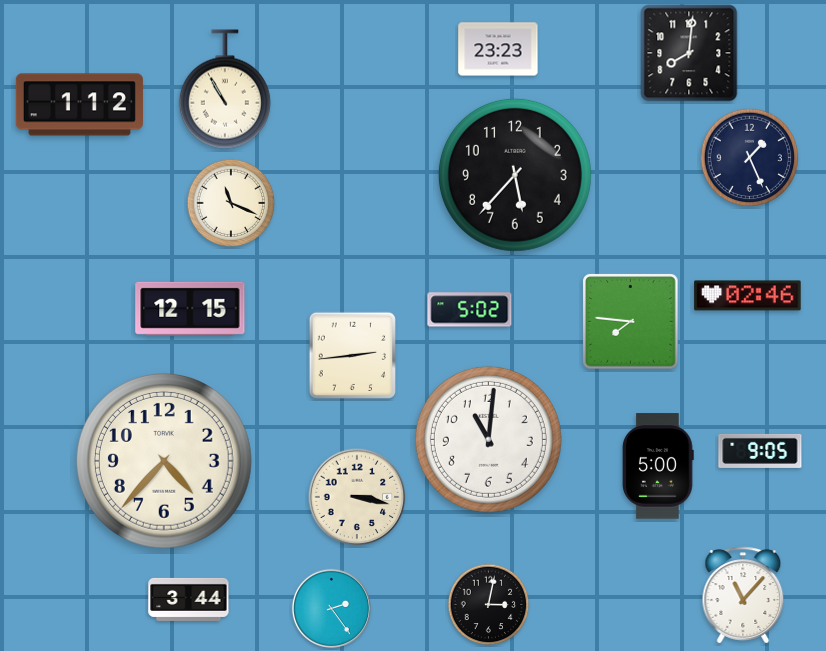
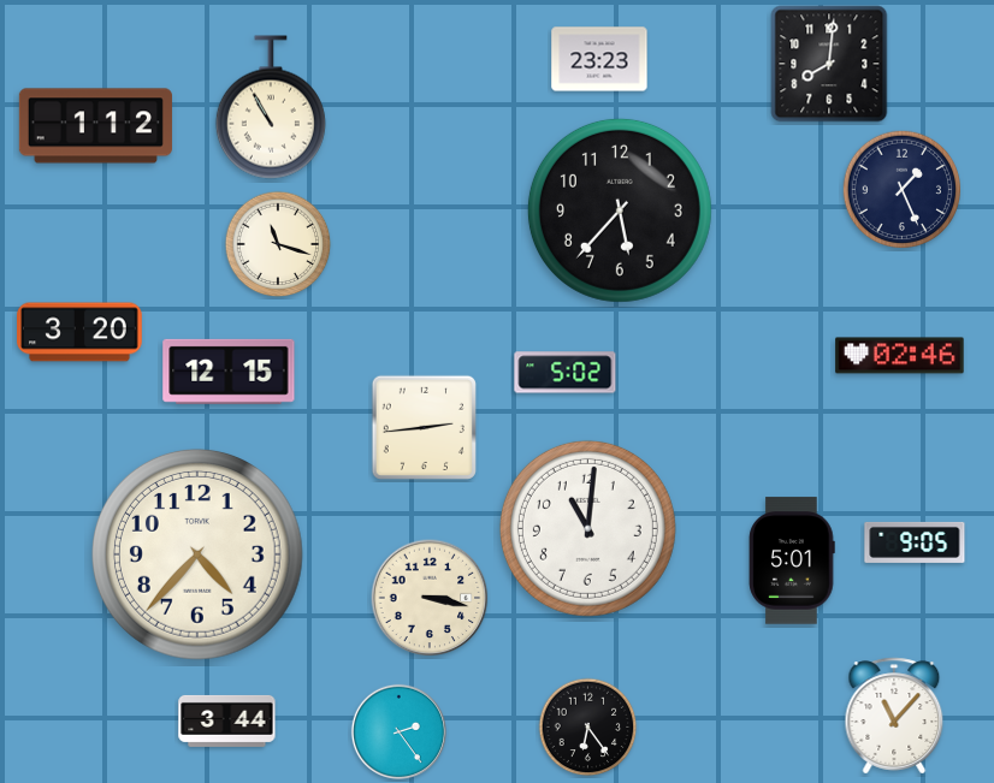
clock at (231, 203): 11:19 -> 11:18
clock at (79, 332): none -> 3:20
clock at (631, 322): 7:46 -> none
clock at (658, 466): 5:00 -> 5:01
clock at (489, 605): 3:02 -> 6:24
